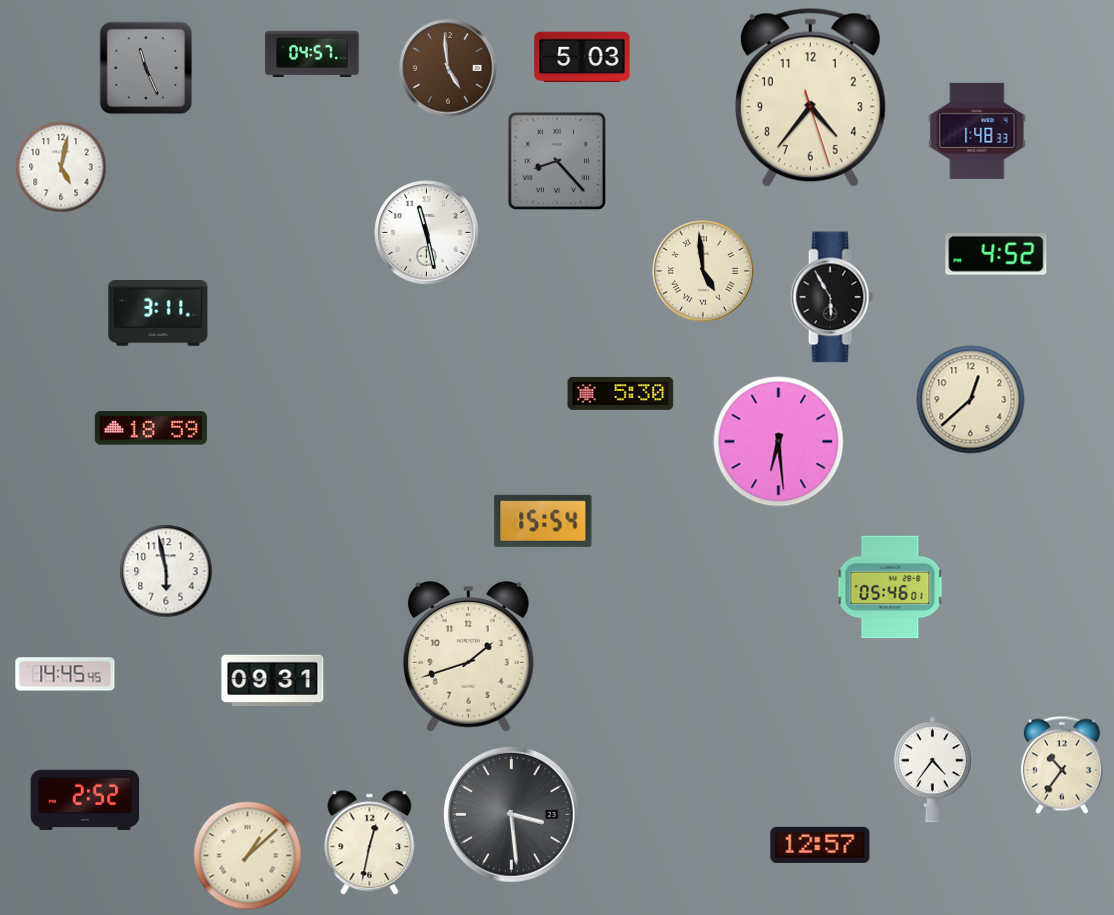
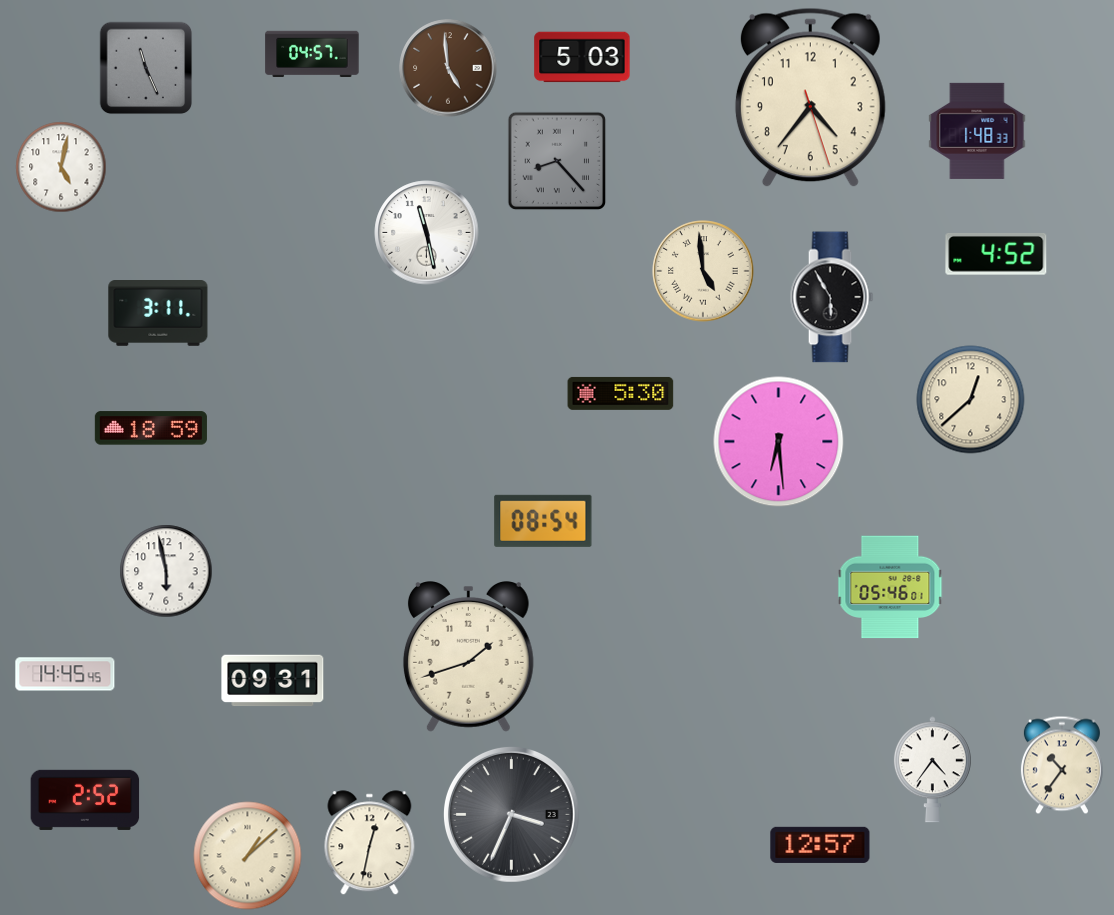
clock at (543, 521): 15:54 -> 08:54
clock at (511, 814): 3:29 -> 3:34
